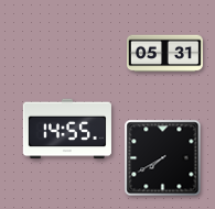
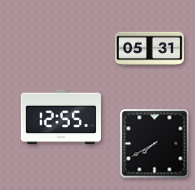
clock at (67, 129): 14:55 -> 12:55
clock at (163, 158) position: (163, 158) -> (155, 144)
